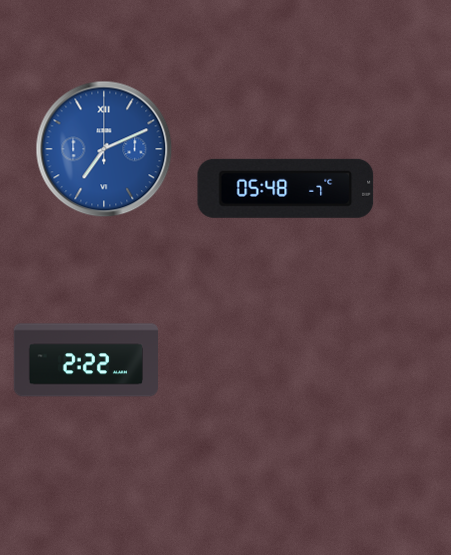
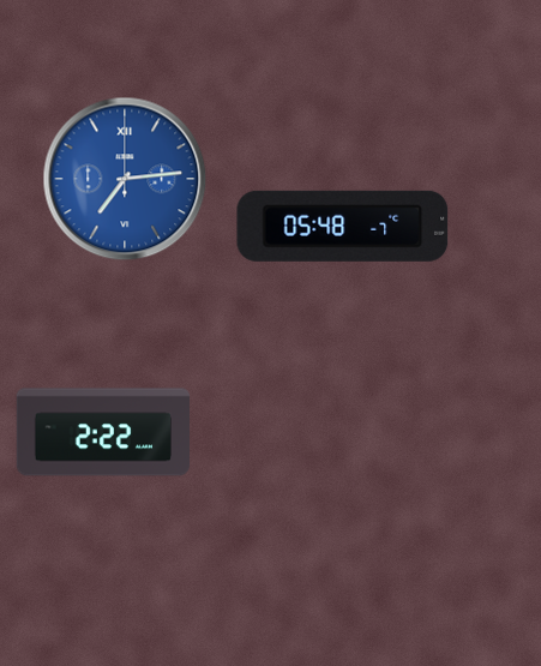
clock at (104, 149): 7:11 -> 7:14
